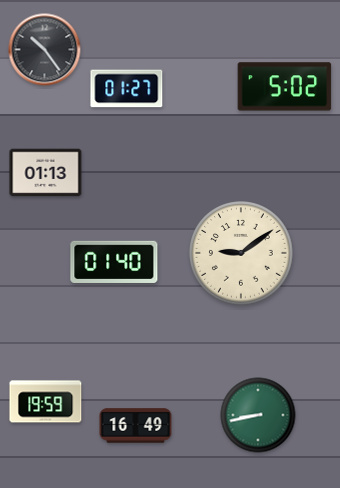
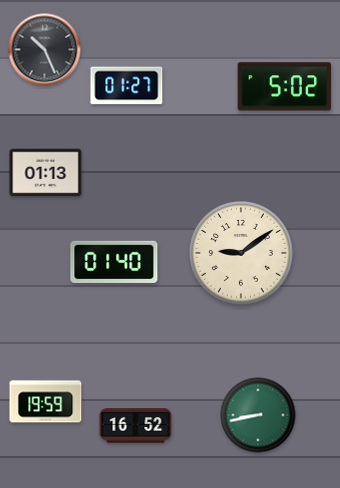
clock at (45, 50): 10:24 -> 10:26
clock at (127, 89) position: (127, 89) -> (127, 86)
clock at (136, 426): 16:49 -> 16:52
